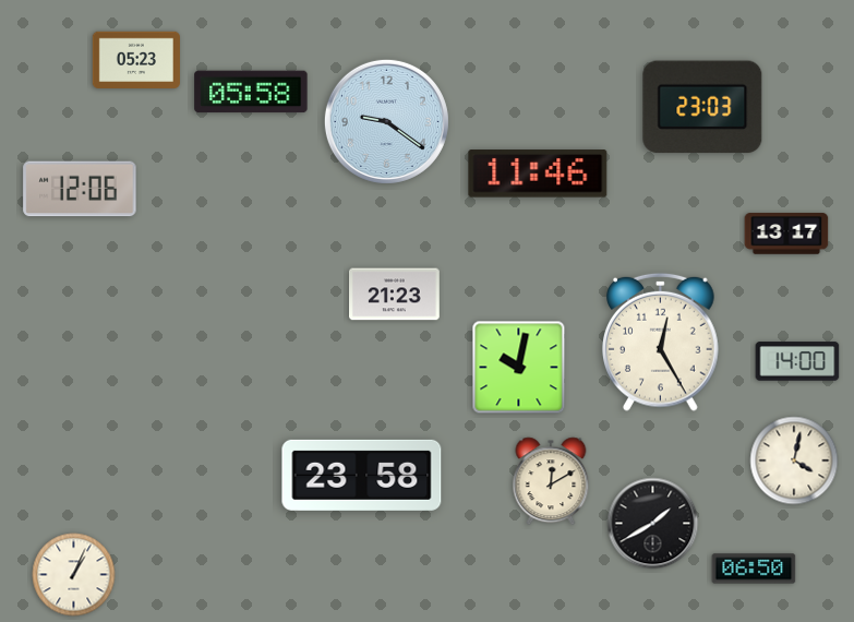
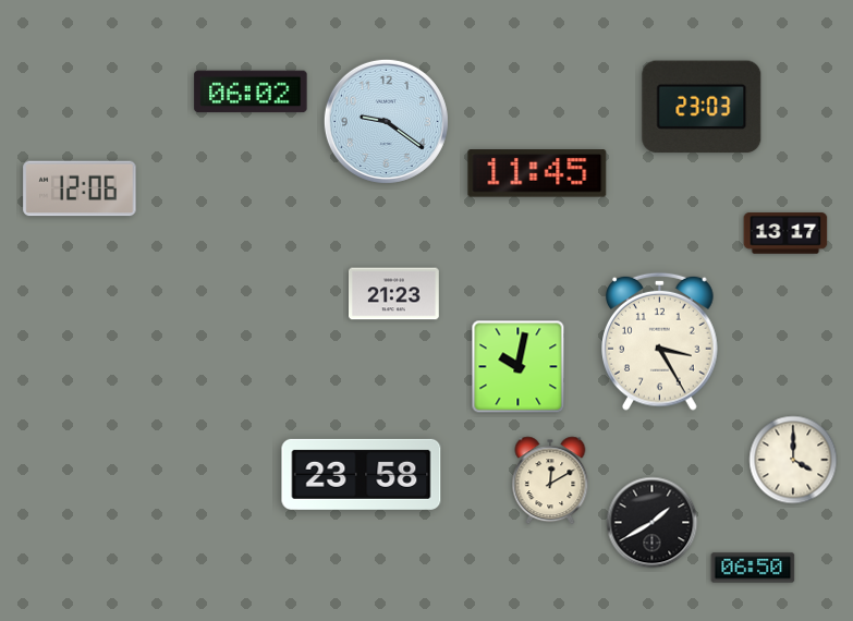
clock at (136, 60): 05:23 -> none
clock at (251, 92): 05:58 -> 06:02
clock at (538, 174): 11:46 -> 11:45
clock at (661, 342): 12:25 -> 3:25
clock at (797, 361): 14:00 -> none
clock at (794, 460): 4:02 -> 4:00
clock at (74, 575): 1:04 -> none
